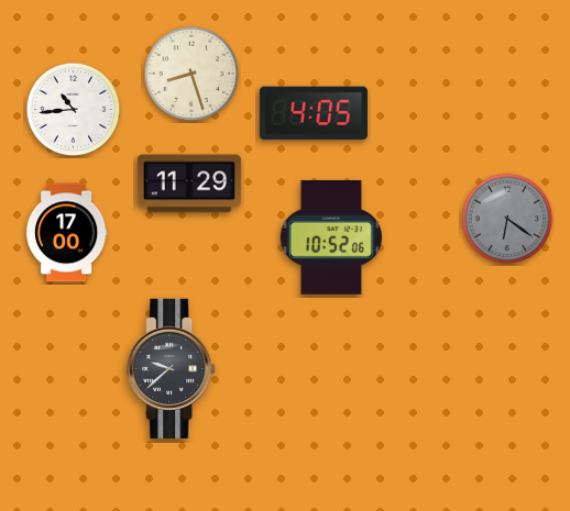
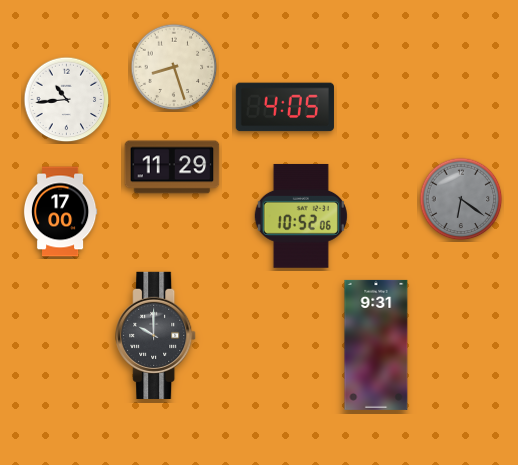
clock at (314, 113) position: (314, 113) -> (285, 107)
clock at (172, 368): 9:38 -> 10:00
clock at (376, 345): none -> 9:31
